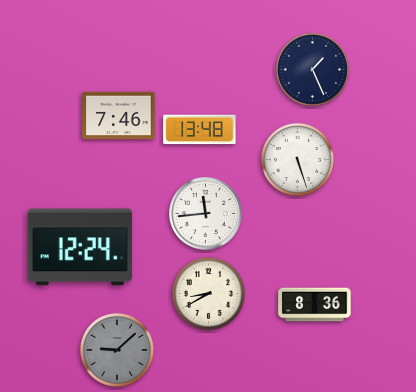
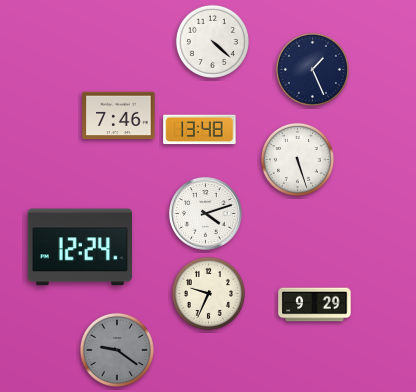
clock at (212, 41): none -> 4:22
clock at (206, 214): 11:44 -> 4:12
clock at (208, 293): 8:40 -> 9:34
clock at (315, 305): 8:36 -> 9:29
clock at (117, 350): 9:08 -> 9:21
